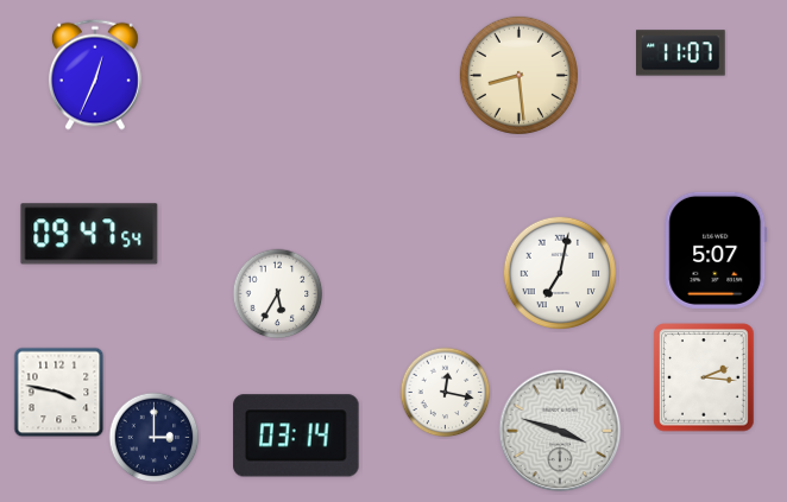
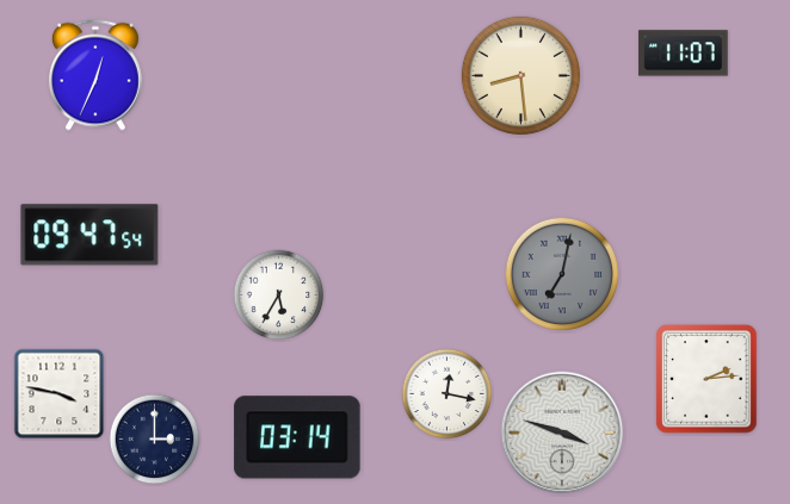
clock at (716, 250): 5:07 -> none
clock at (559, 272) dial: white -> grey
clock at (704, 377): 2:16 -> 2:14
